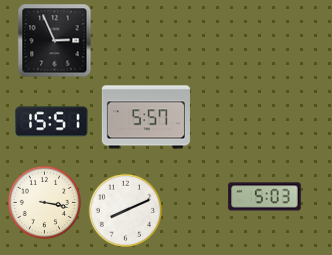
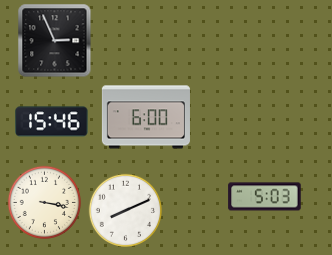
clock at (146, 117): 5:57 -> 6:00
clock at (52, 122): 15:51 -> 15:46
